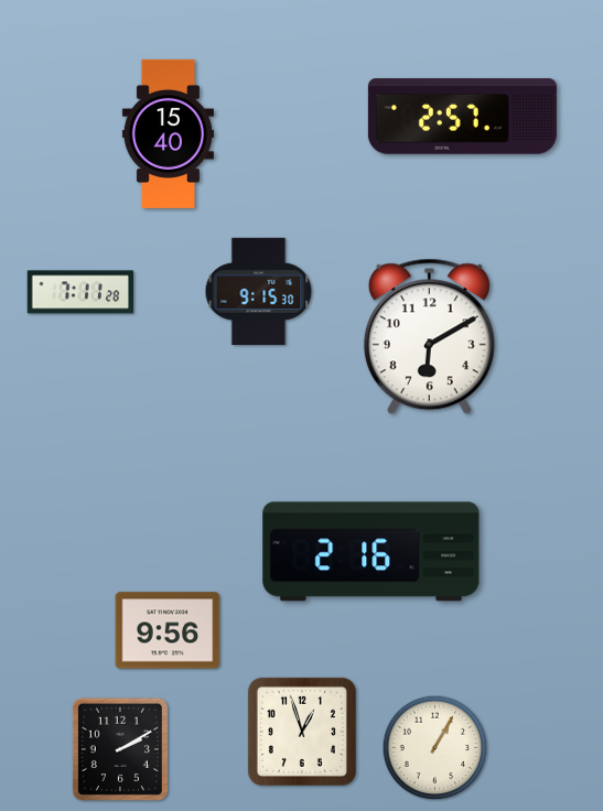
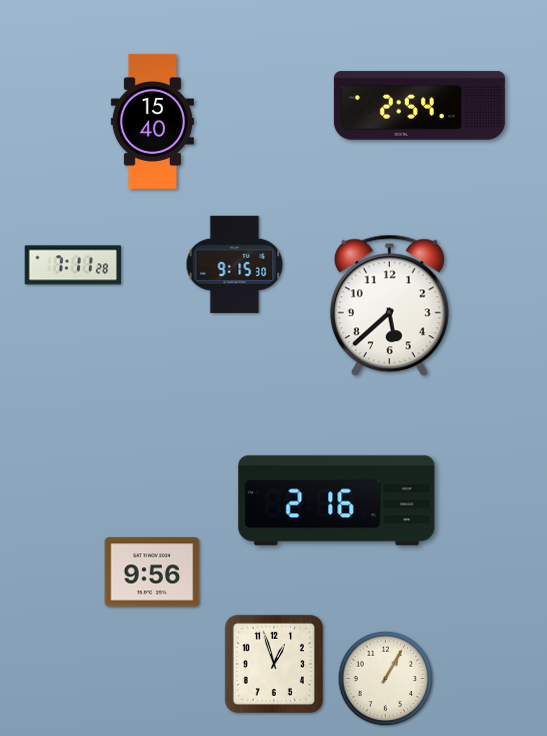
clock at (462, 117): 2:57 -> 2:54
clock at (429, 337): 6:10 -> 5:38
clock at (435, 748) position: (435, 748) -> (386, 679)
clock at (120, 749): 2:10 -> none
